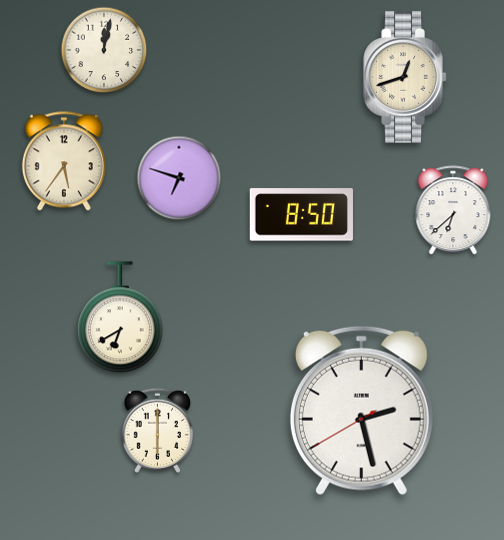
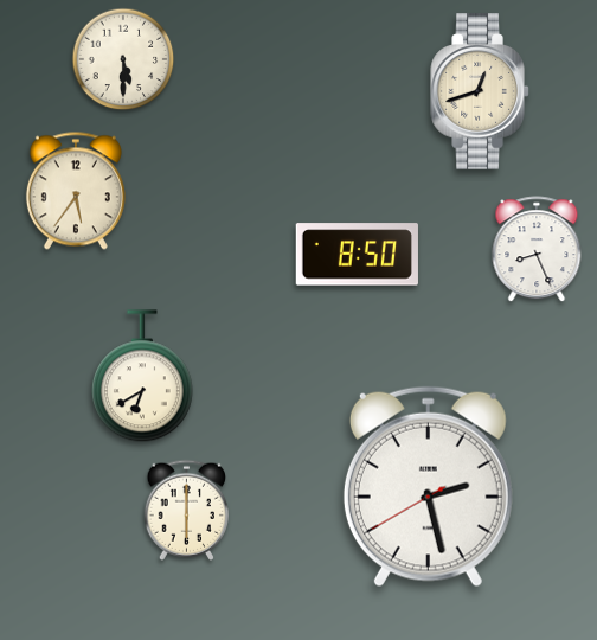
clock at (104, 50): 12:02 -> 5:30
clock at (179, 178): 6:48 -> none
clock at (453, 211): 6:38 -> 8:26
